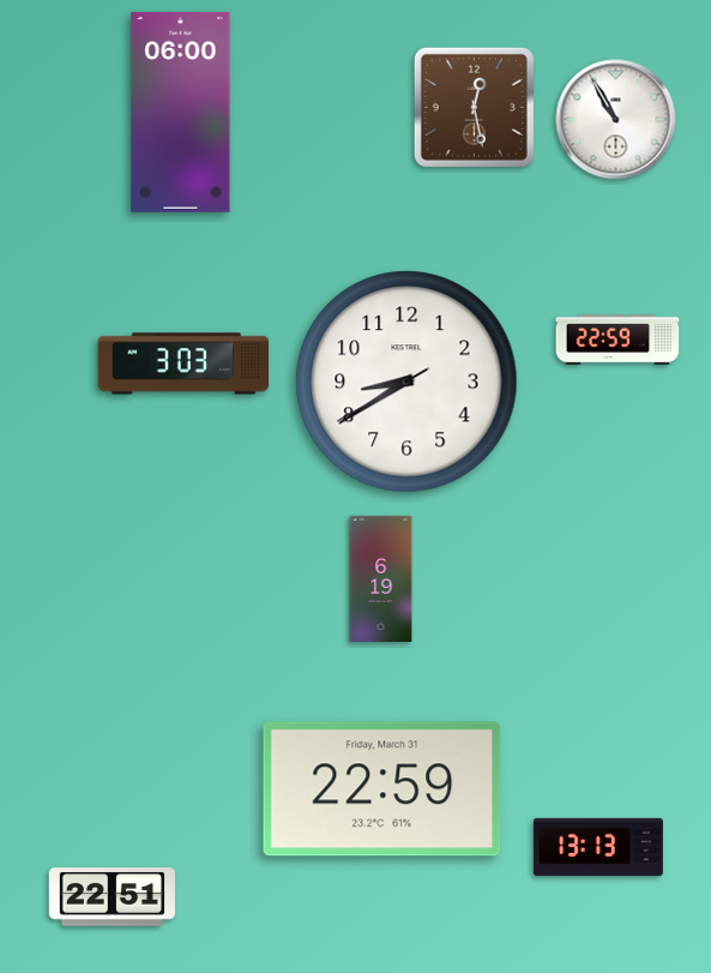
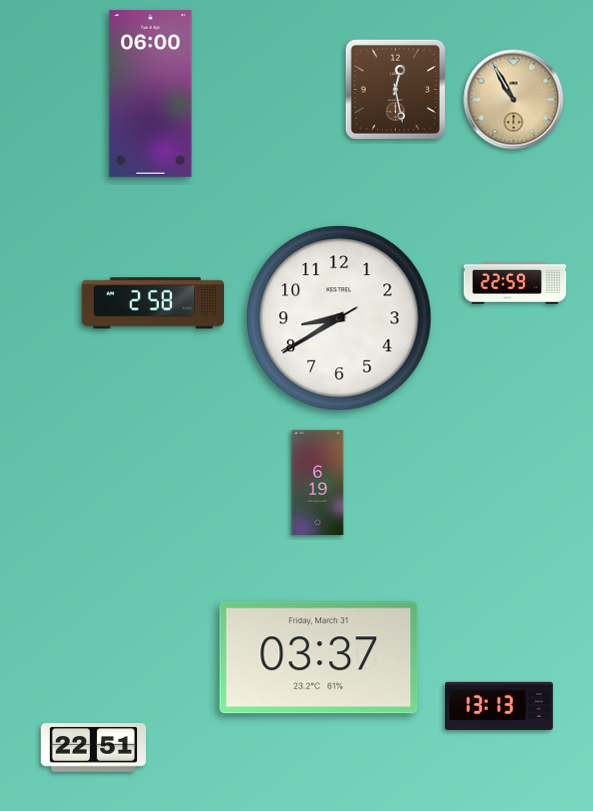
clock at (616, 120) dial: white -> champagne
clock at (183, 364): 3:03 -> 2:58
clock at (382, 789): 22:59 -> 03:37
